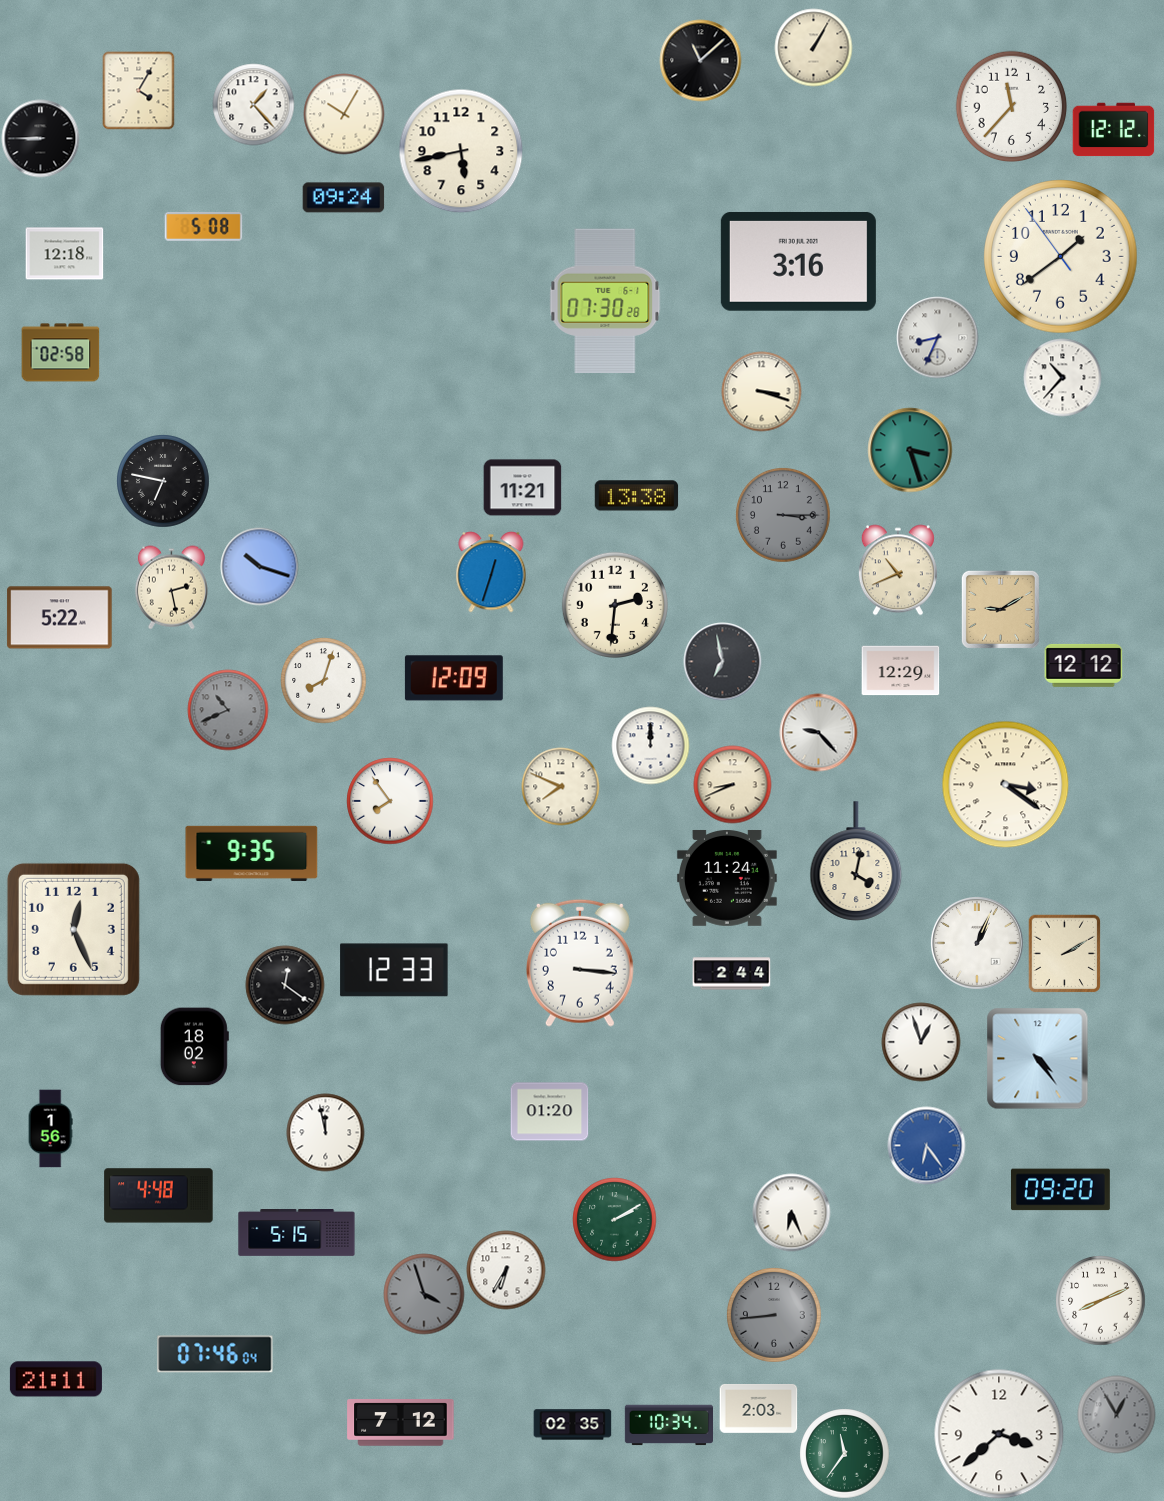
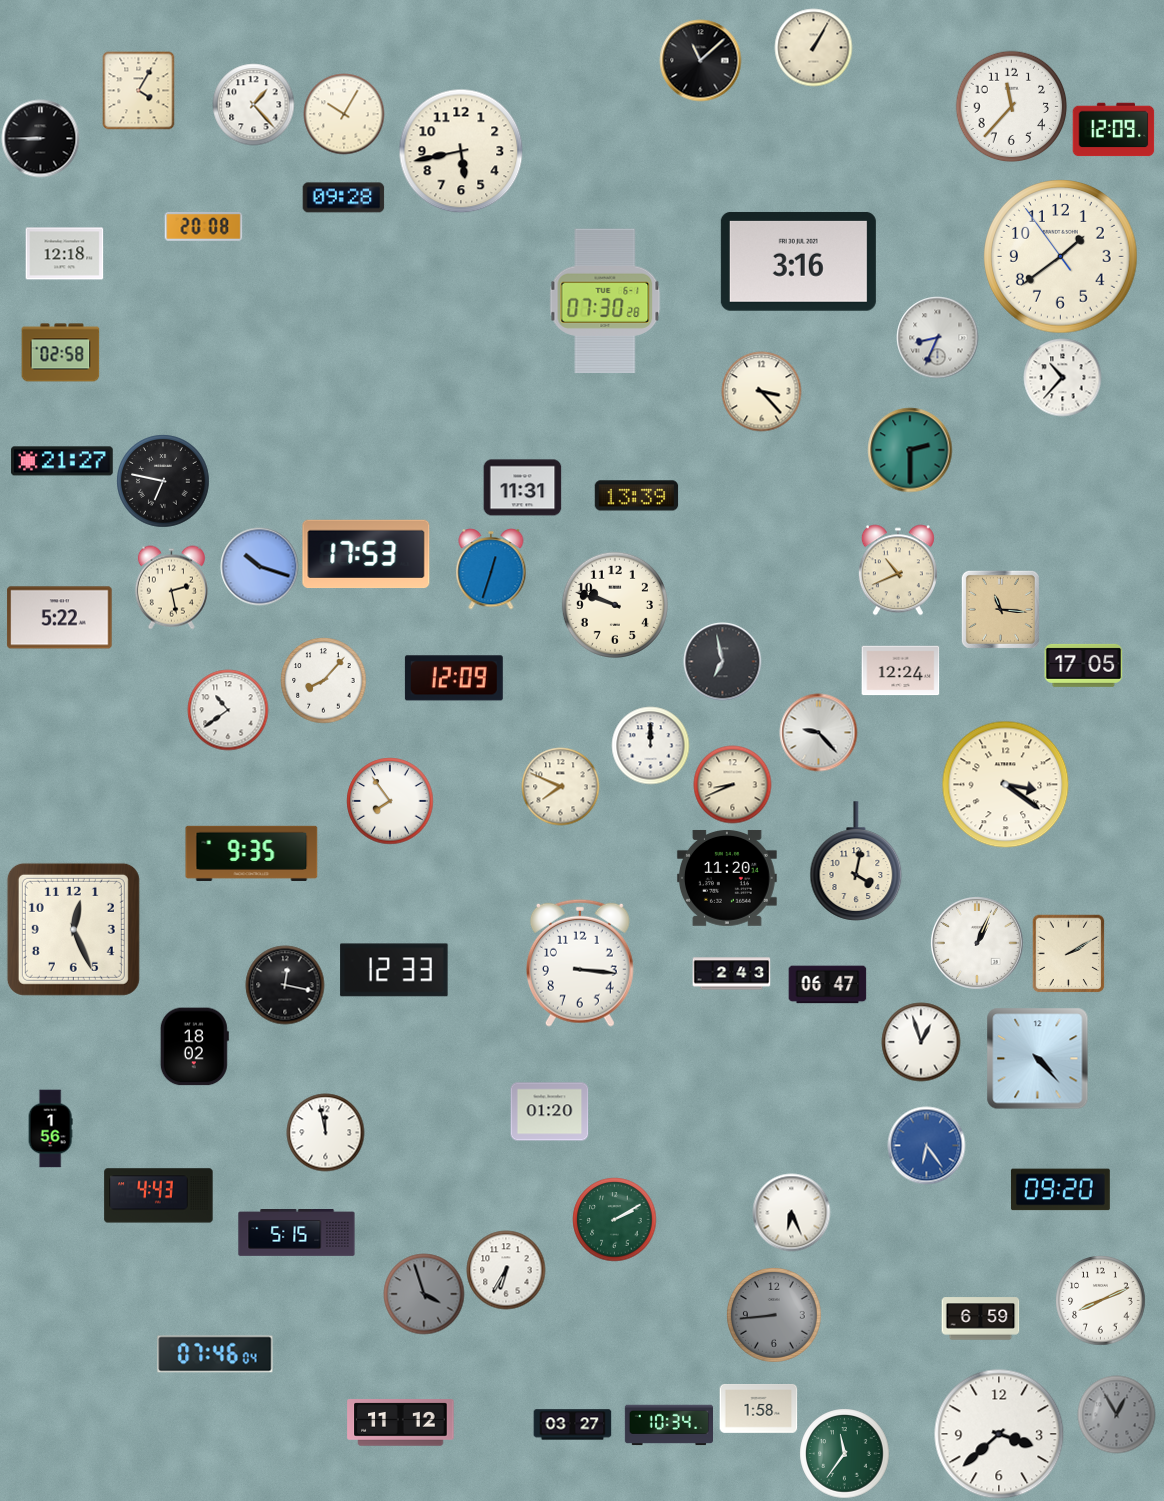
clock at (1113, 130): 12:12 -> 12:09
clock at (343, 198): 09:24 -> 09:28
clock at (203, 227): 5:08 -> 20:08
clock at (761, 391): 3:18 -> 3:23
clock at (910, 450): 3:27 -> 2:30
clock at (62, 461): none -> 21:27
clock at (522, 488): 11:21 -> 11:31
clock at (636, 496): 13:38 -> 13:39
clock at (783, 515): 3:15 -> none
clock at (366, 554): none -> 17:53
clock at (491, 572) position: (491, 572) -> (491, 569)
clock at (615, 605): 2:31 -> 9:48
clock at (1000, 609): 9:10 -> 11:16
clock at (1083, 665): 12:12 -> 17:05
clock at (900, 671): 12:29 -> 12:24
clock at (323, 680): 8:03 -> 8:07
clock at (228, 710): 10:41 -> 10:39
clock at (228, 710) dial: grey -> white
clock at (727, 878): 11:24 -> 11:20
clock at (1065, 953) position: (1065, 953) -> (1069, 953)
clock at (731, 974): 2:44 -> 2:43
clock at (285, 985): 12:21 -> 12:17
clock at (827, 985): none -> 06:47
clock at (1037, 1058): 4:24 -> 4:23
clock at (159, 1196): 4:48 -> 4:43
clock at (980, 1319): none -> 6:59
clock at (56, 1379): 21:11 -> none
clock at (758, 1409): 2:03 -> 1:58
clock at (401, 1423): 7:12 -> 11:12
clock at (572, 1425): 02:35 -> 03:27
